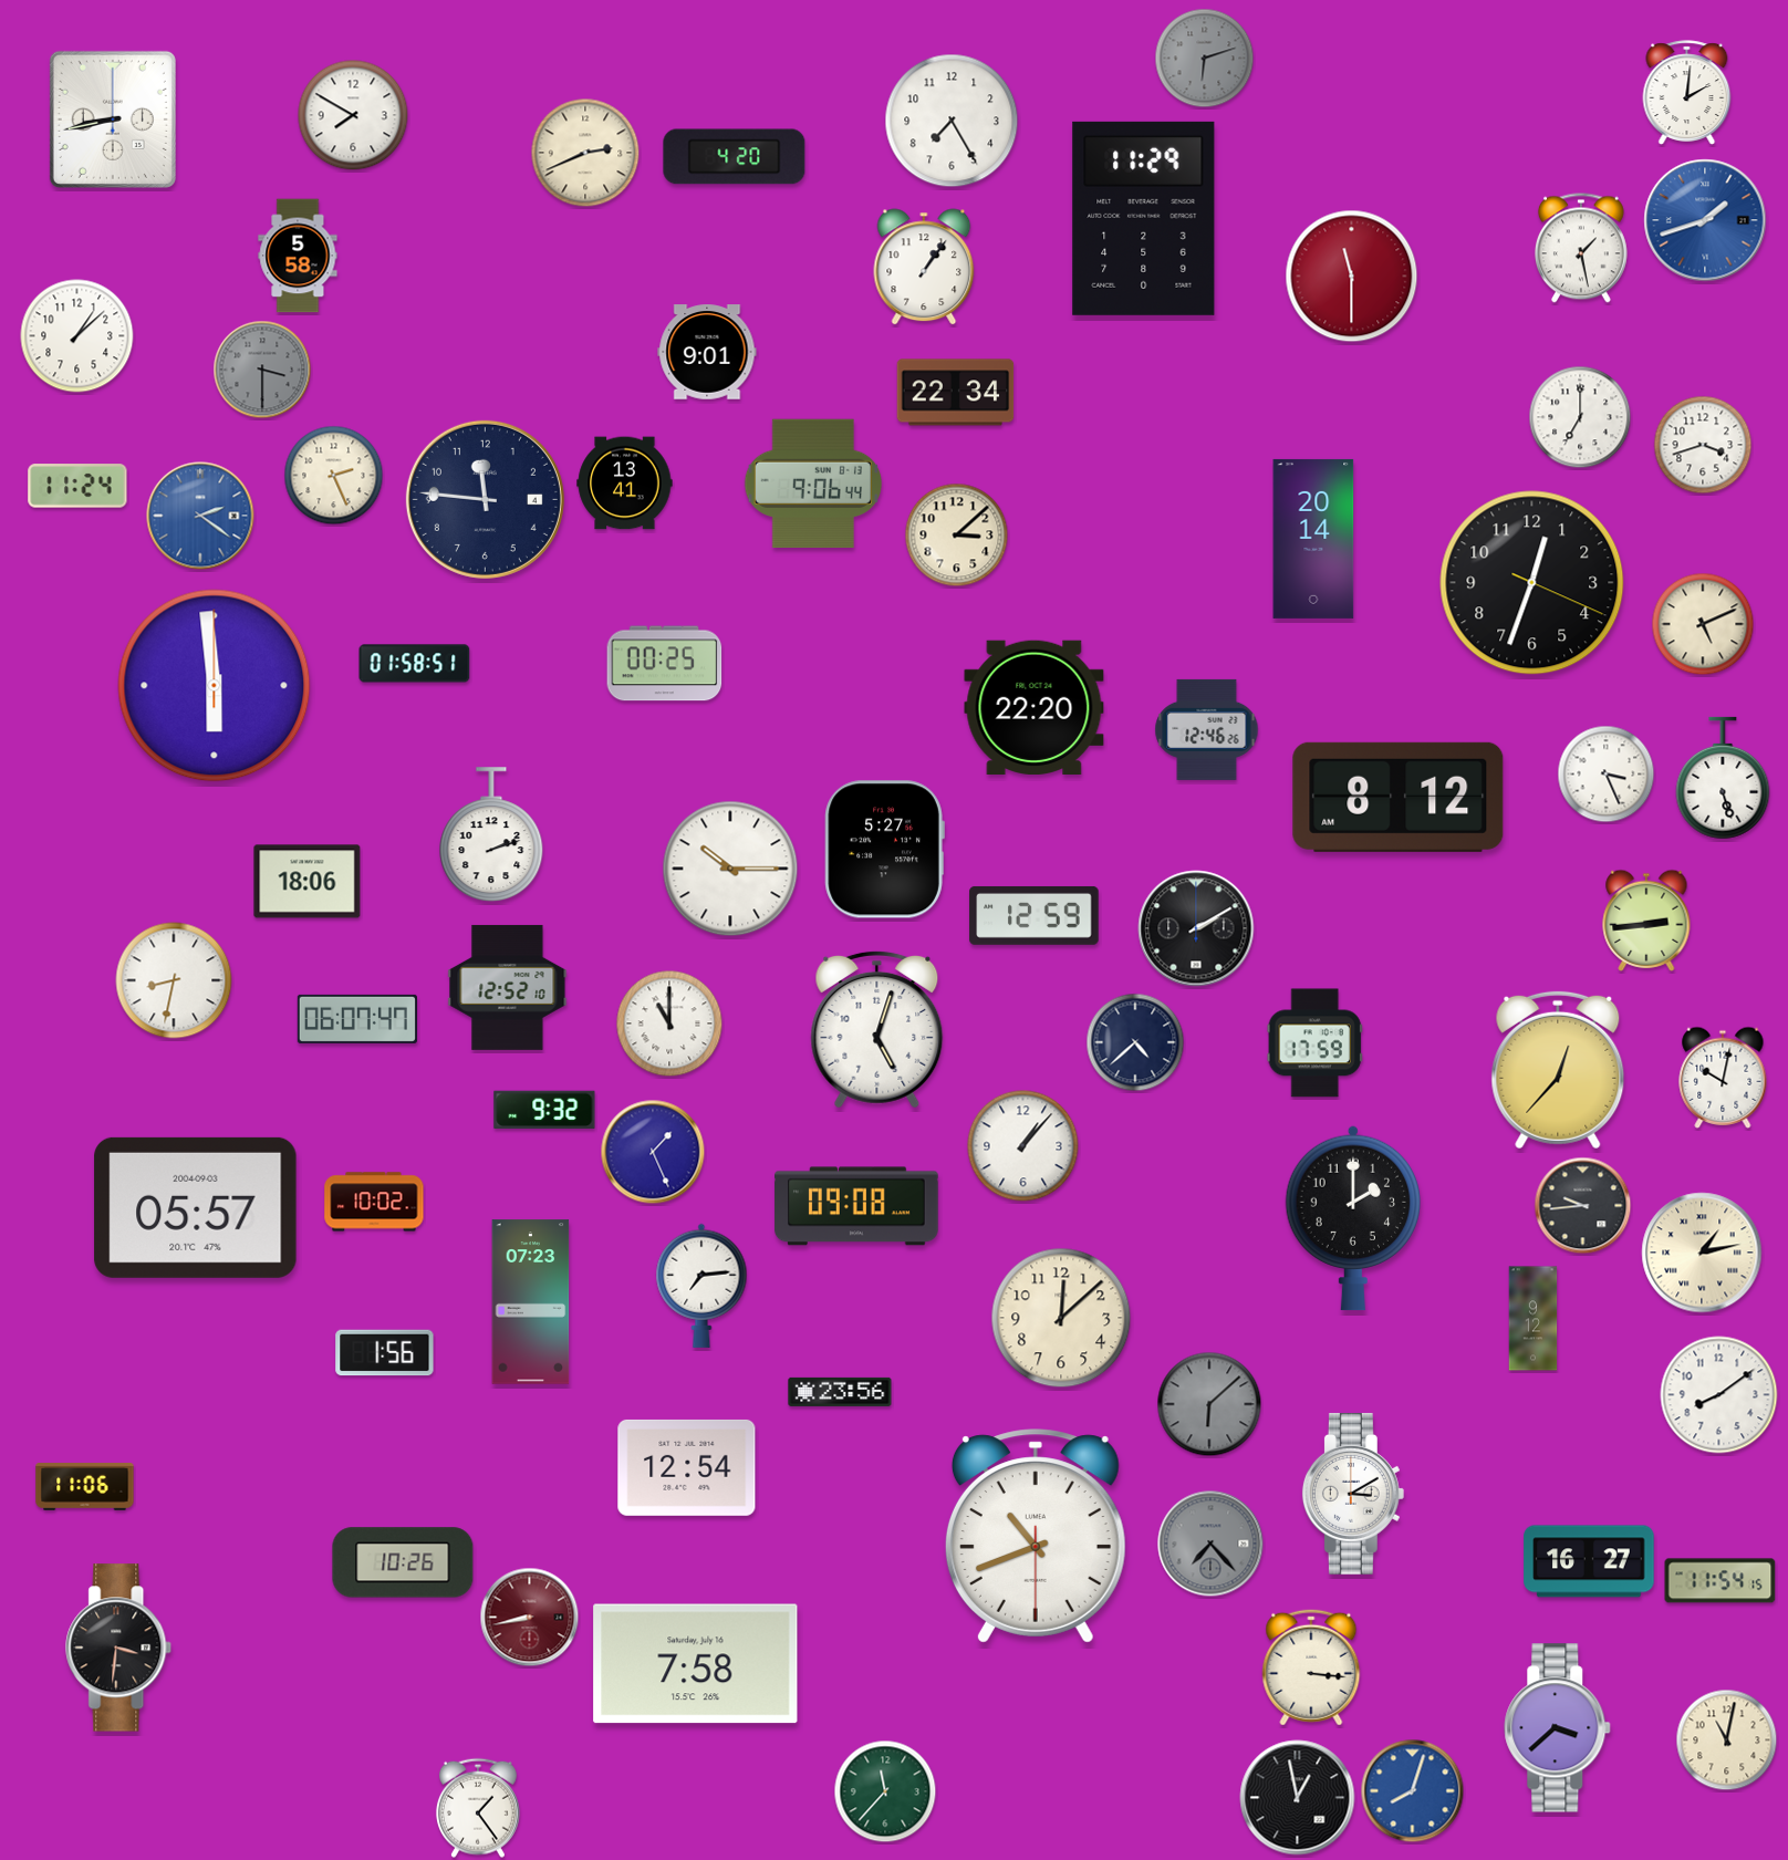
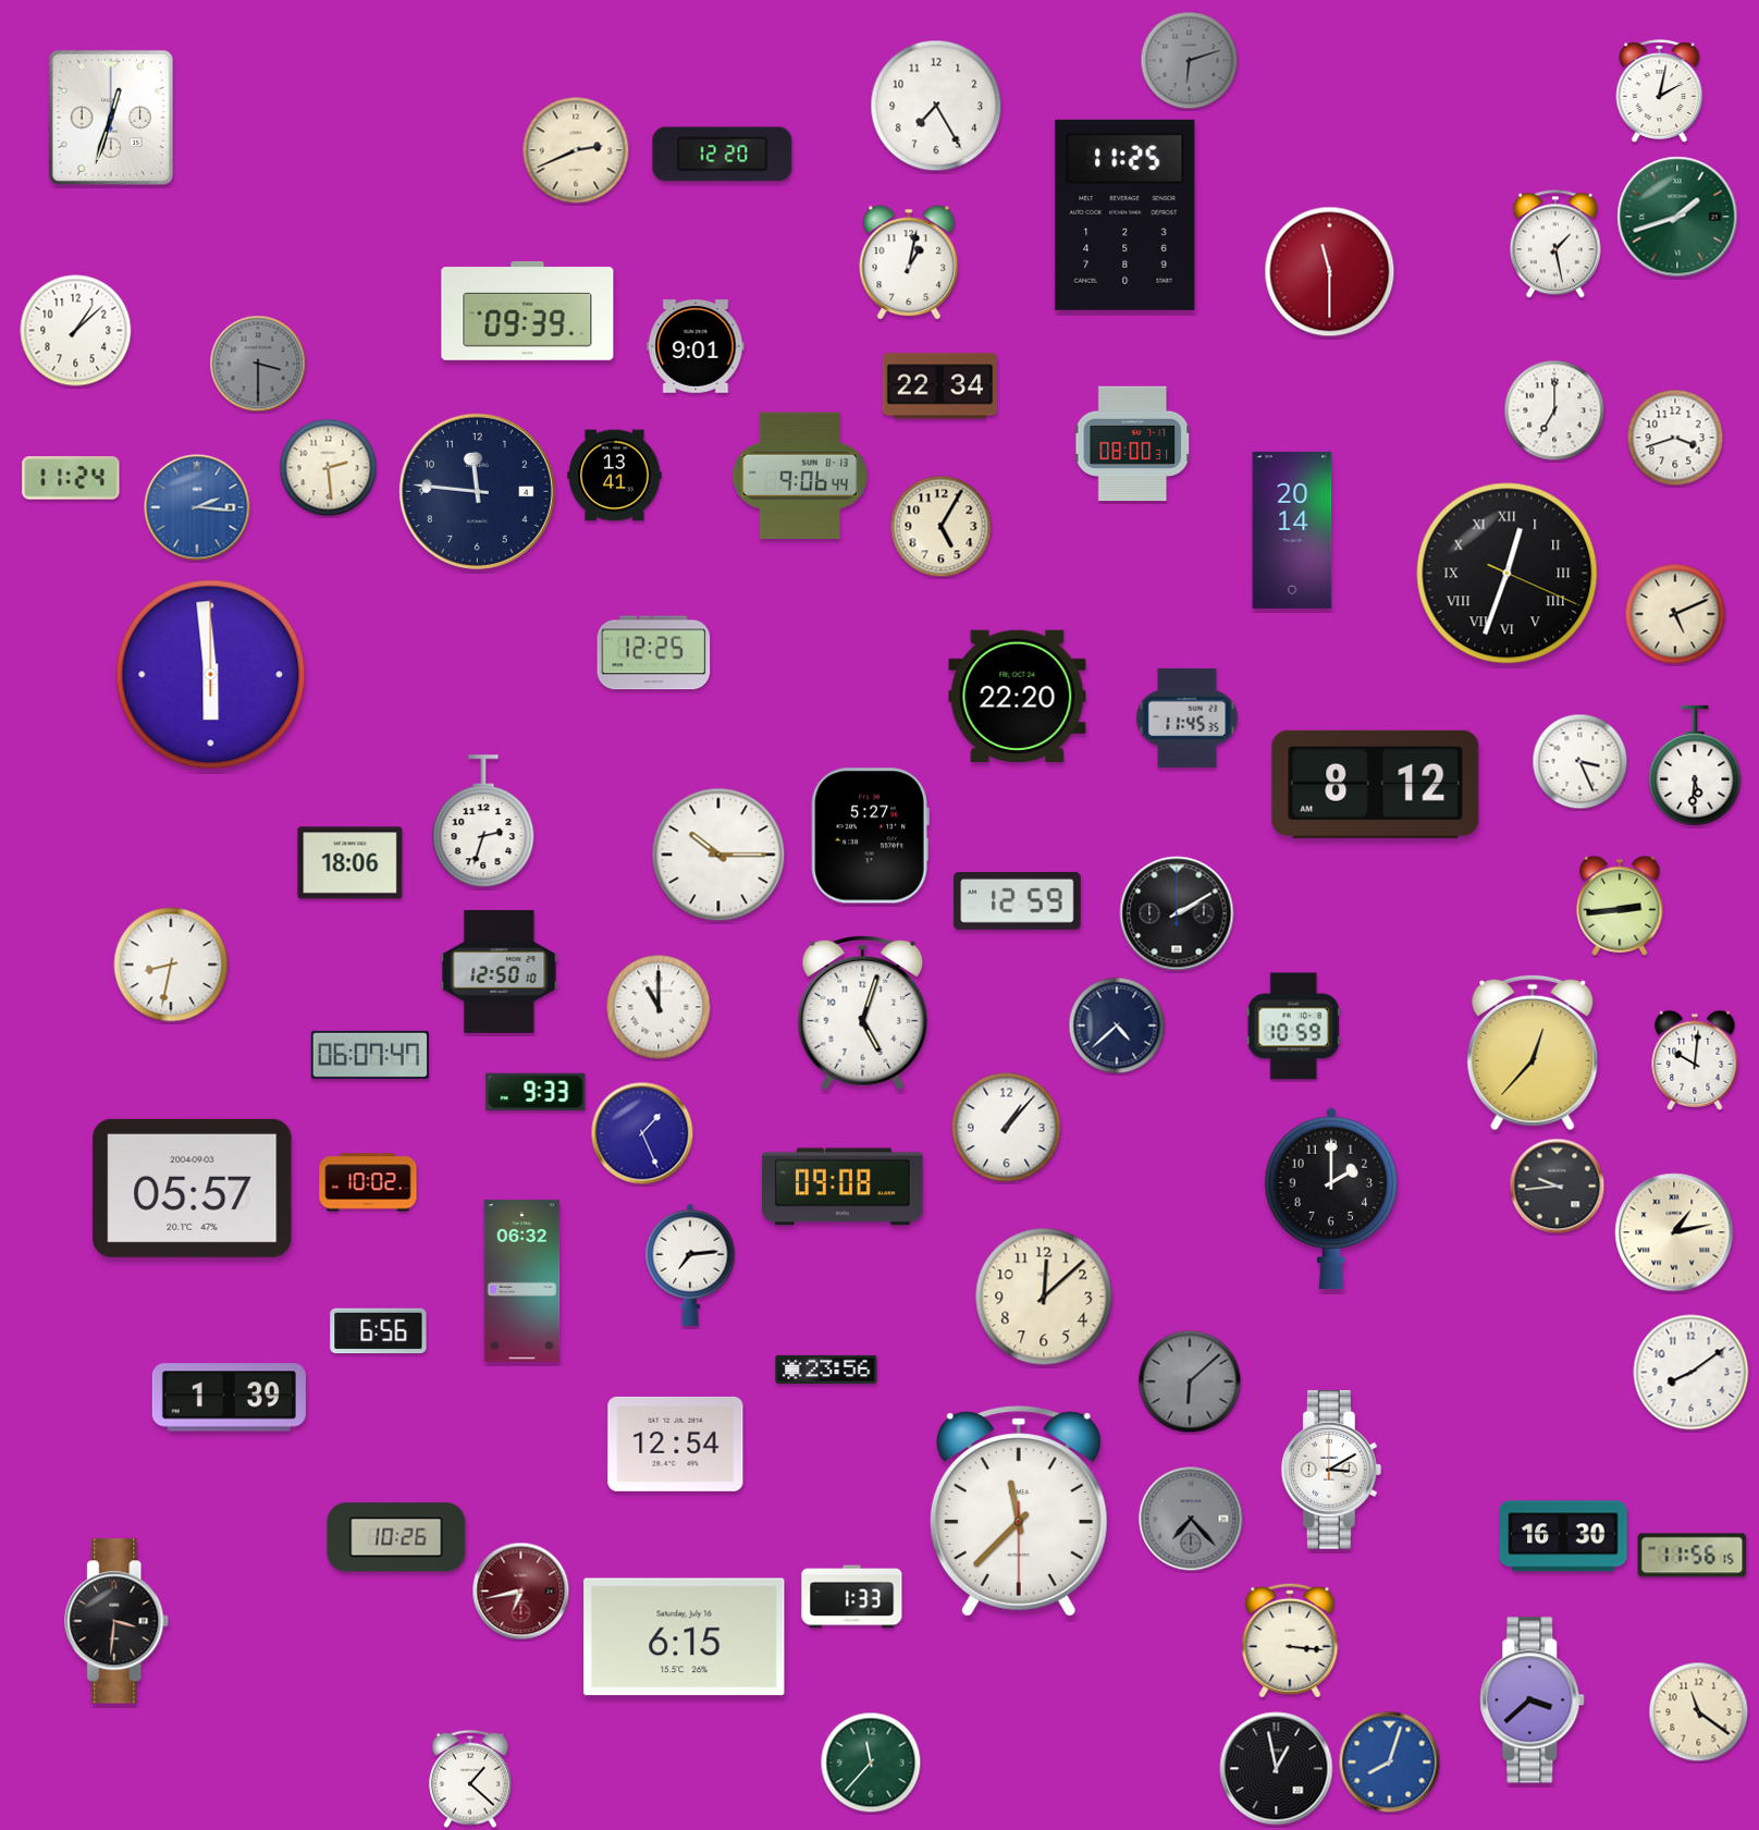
clock at (1205, 59) position: (1205, 59) -> (1190, 61)
clock at (1687, 93): 2:01 -> 2:02
clock at (353, 115): 7:50 -> none
clock at (113, 120): 8:43 -> 12:33
clock at (952, 121) position: (952, 121) -> (936, 106)
clock at (735, 157): 4:20 -> 12:20
clock at (1144, 218): 11:29 -> 11:25
clock at (1705, 220) dial: blue -> green
clock at (298, 256): 5:58 -> none
clock at (924, 267): 1:06 -> 1:02
clock at (528, 310): none -> 09:39
clock at (1133, 444): none -> 08:00
clock at (334, 476): 2:26 -> 2:29
clock at (77, 486) position: (77, 486) -> (71, 478)
clock at (200, 516): 2:21 -> 2:16
clock at (957, 536): 3:08 -> 5:05
clock at (1532, 583) numerals: Arabic -> Roman
clock at (415, 664): 01:58 -> none
clock at (665, 664): 00:25 -> 12:25
clock at (1207, 729): 12:46 -> 11:45
clock at (1723, 778): 5:27 -> 5:31
clock at (491, 835): 2:12 -> 2:33
clock at (308, 882) position: (308, 882) -> (350, 863)
clock at (508, 987): 12:52 -> 12:50
clock at (357, 1019) position: (357, 1019) -> (370, 1055)
clock at (1314, 1043): 17:59 -> 10:59
clock at (1723, 1078): 10:02 -> 10:01
clock at (544, 1109): 9:32 -> 9:33
clock at (531, 1302): 07:23 -> 06:32
clock at (1534, 1319): 9:12 -> none
clock at (385, 1353): 1:56 -> 6:56
clock at (229, 1398): none -> 1:39
clock at (85, 1487): 11:06 -> none
clock at (1036, 1536): 10:41 -> 11:37
clock at (1589, 1561): 16:27 -> 16:30
clock at (1721, 1581): 11:54 -> 11:56
clock at (530, 1618): 8:43 -> 6:43
clock at (852, 1597): none -> 1:33
clock at (696, 1664): 7:58 -> 6:15
clock at (1727, 1740): 11:02 -> 11:21
clock at (478, 1808): 1:24 -> 1:22
